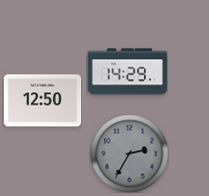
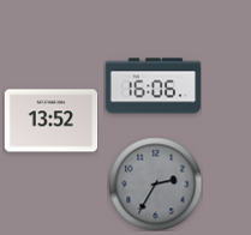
clock at (127, 72): 14:29 -> 16:06
clock at (42, 101): 12:50 -> 13:52
